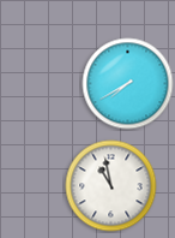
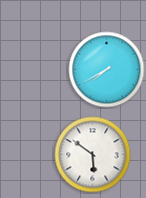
clock at (111, 186): 10:58 -> 5:51
